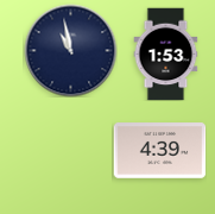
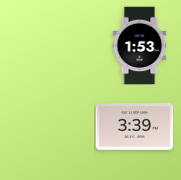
clock at (70, 50): 10:58 -> none
clock at (159, 151): 4:39 -> 3:39
